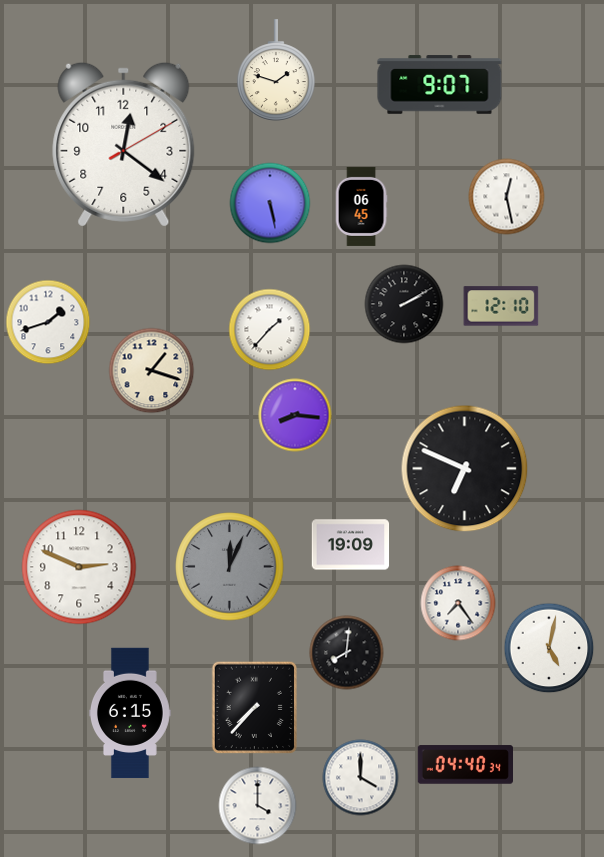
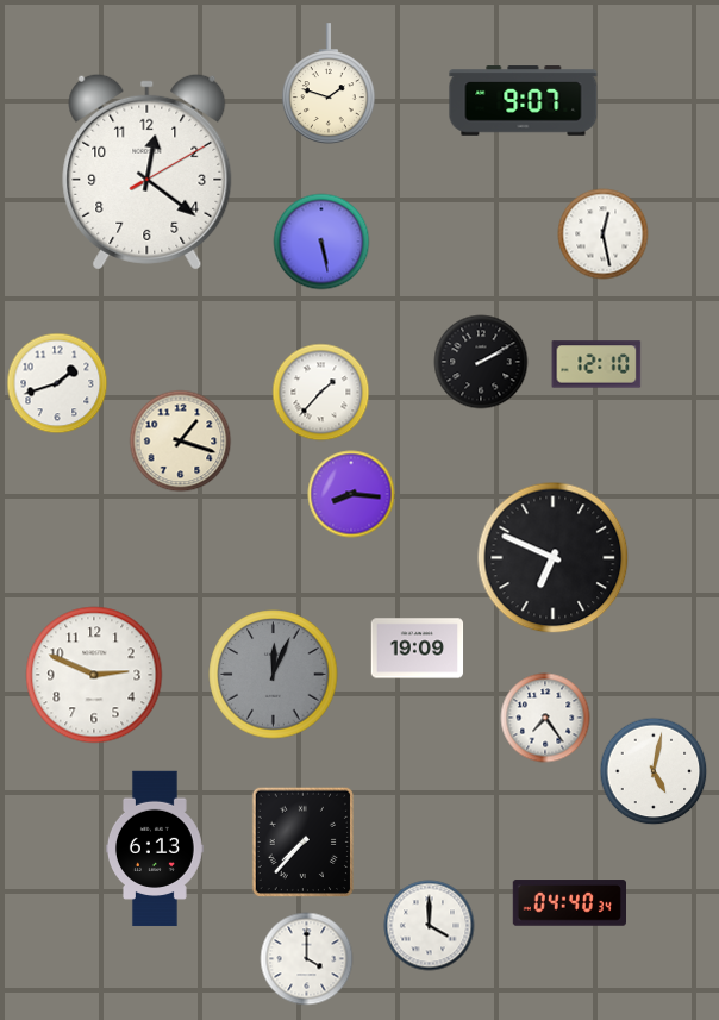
clock at (361, 206): 06:45 -> none
clock at (347, 653): 8:01 -> none
clock at (130, 713): 6:15 -> 6:13
clock at (465, 765) position: (465, 765) -> (569, 903)
